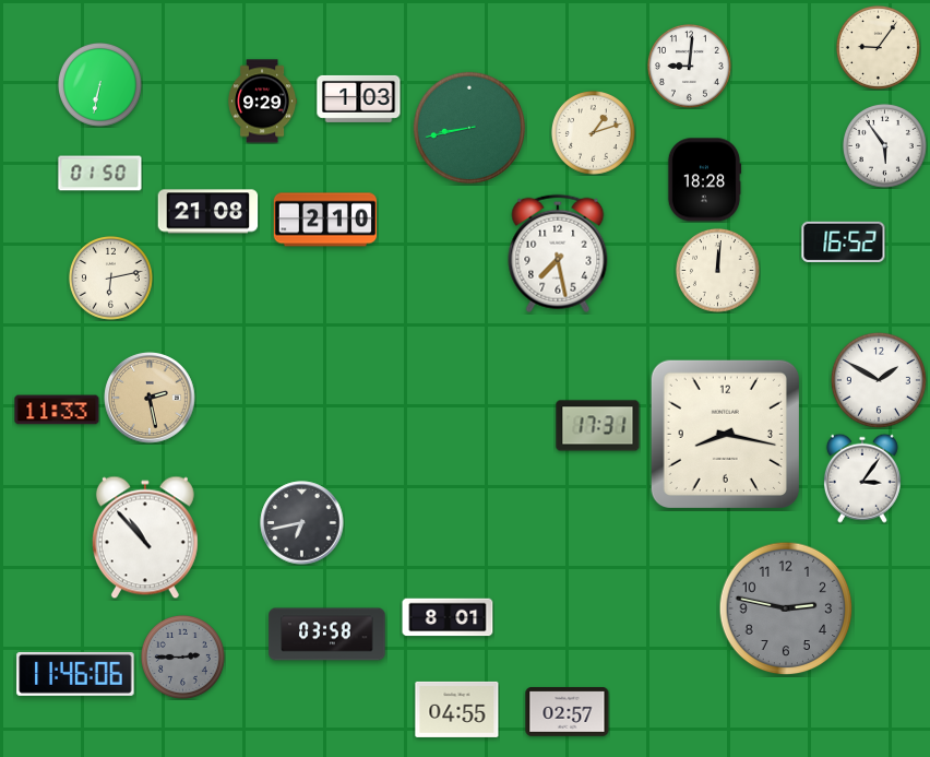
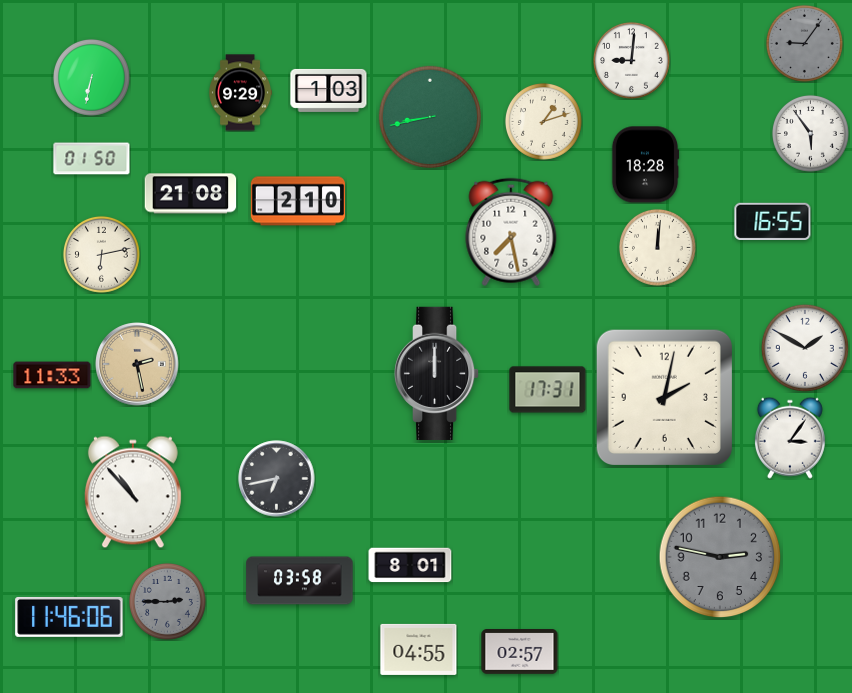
clock at (879, 48) dial: cream -> grey
clock at (844, 241): 16:52 -> 16:55
clock at (437, 373): none -> 12:00
clock at (725, 434): 8:17 -> 2:02
